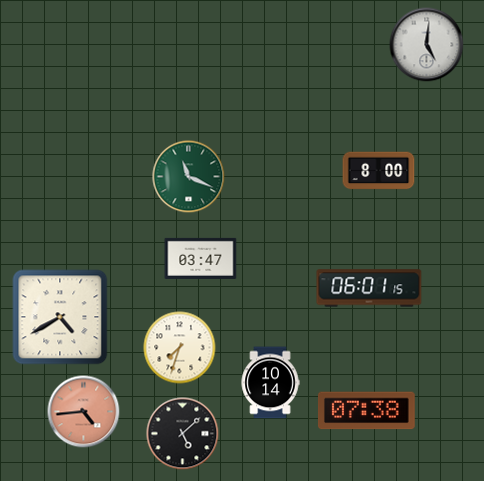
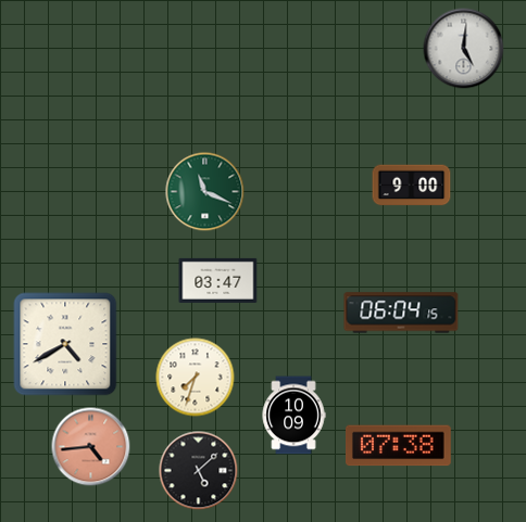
clock at (379, 171): 8:00 -> 9:00
clock at (369, 288): 06:01 -> 06:04
clock at (270, 383): 10:14 -> 10:09
